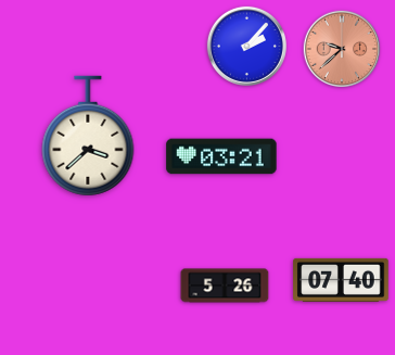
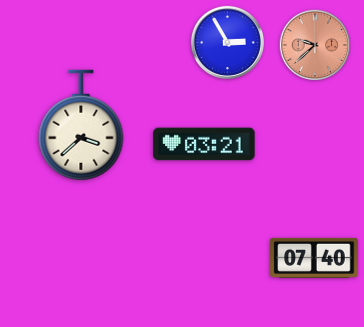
clock at (246, 46): 2:07 -> 2:55
clock at (225, 286): 5:26 -> none
